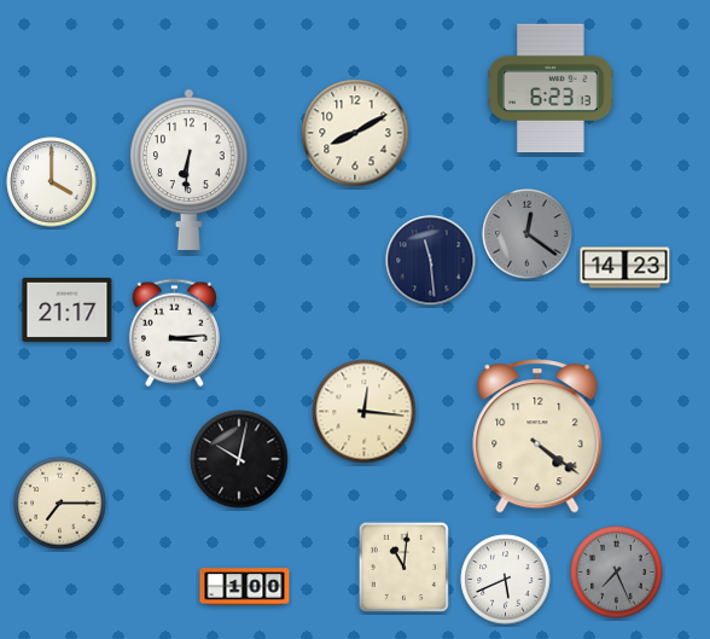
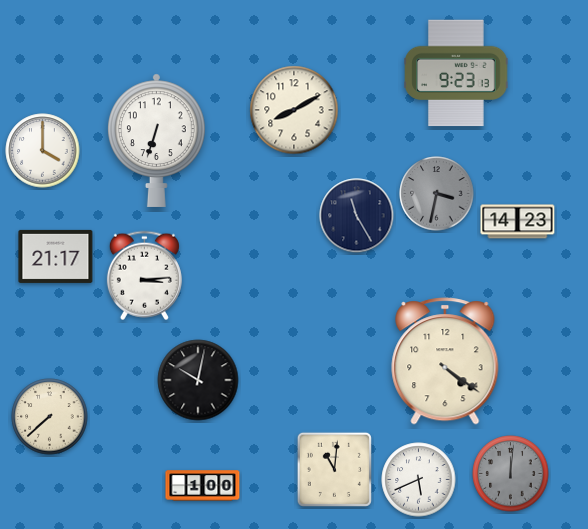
clock at (551, 88): 6:23 -> 9:23
clock at (188, 169): 6:31 -> 6:33
clock at (528, 234): 12:21 -> 3:32
clock at (431, 261): 11:29 -> 11:25
clock at (365, 412): 12:16 -> none
clock at (60, 504): 7:15 -> 7:38
clock at (617, 573): 7:26 -> 12:01
